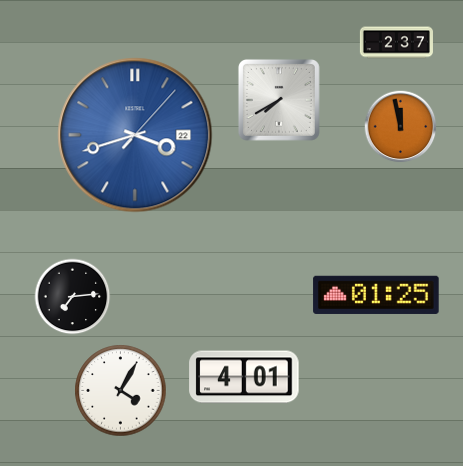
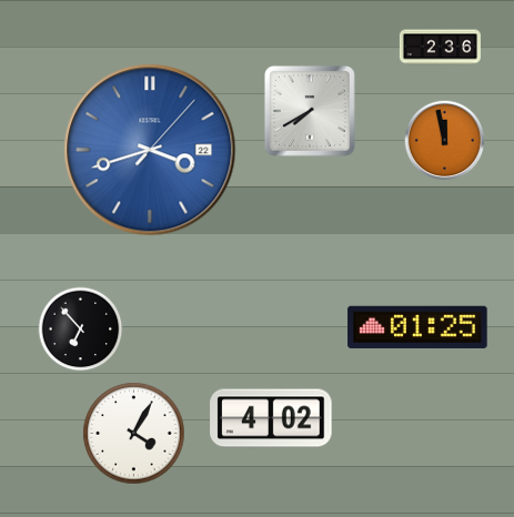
clock at (396, 43): 2:37 -> 2:36
clock at (73, 297): 7:14 -> 6:53
clock at (244, 377): 4:01 -> 4:02
